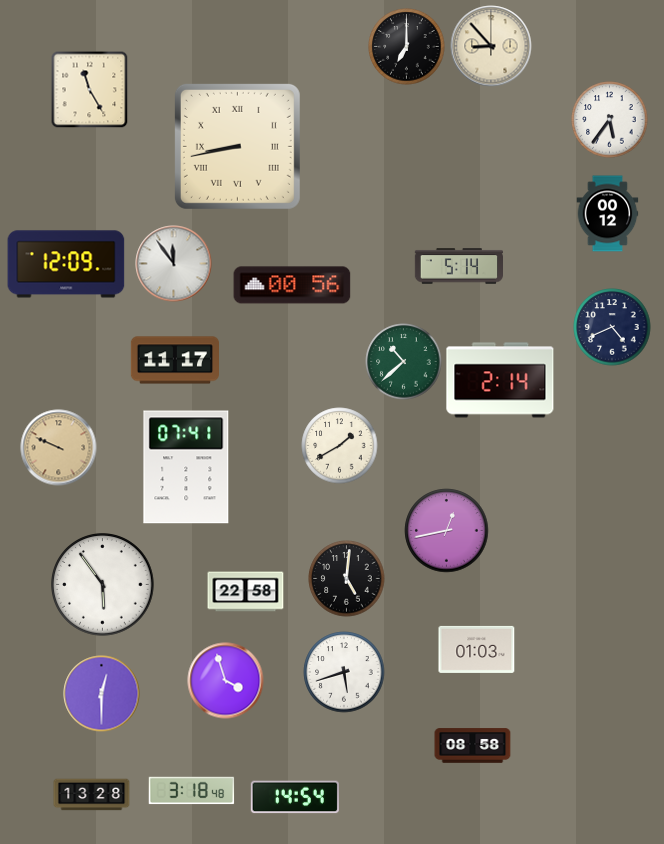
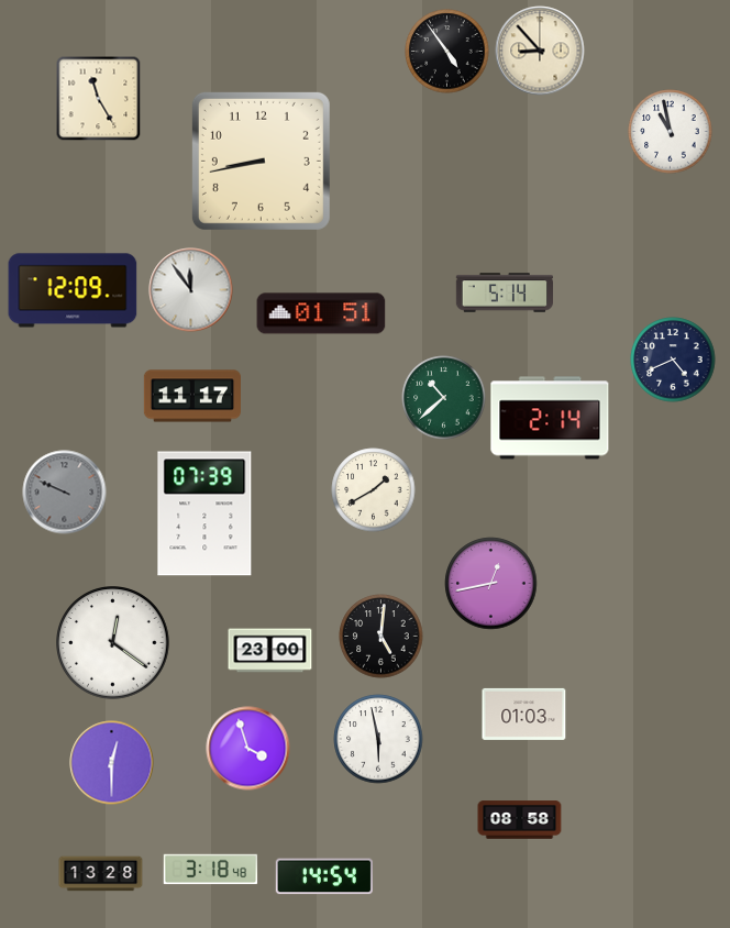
clock at (407, 47): 7:00 -> 4:54
clock at (610, 120): 5:36 -> 10:58
clock at (237, 146) numerals: Roman -> Arabic
clock at (608, 214): 00:12 -> none
clock at (292, 285): 00:56 -> 01:51
clock at (59, 448) dial: champagne -> grey
clock at (186, 467): 07:41 -> 07:39
clock at (103, 585): 5:54 -> 12:21
clock at (246, 592): 22:58 -> 23:00
clock at (344, 672): 5:42 -> 5:58
